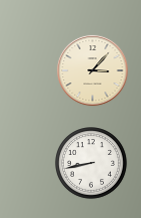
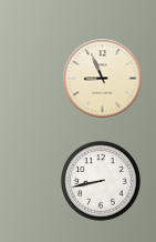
clock at (93, 71): 3:07 -> 8:56
